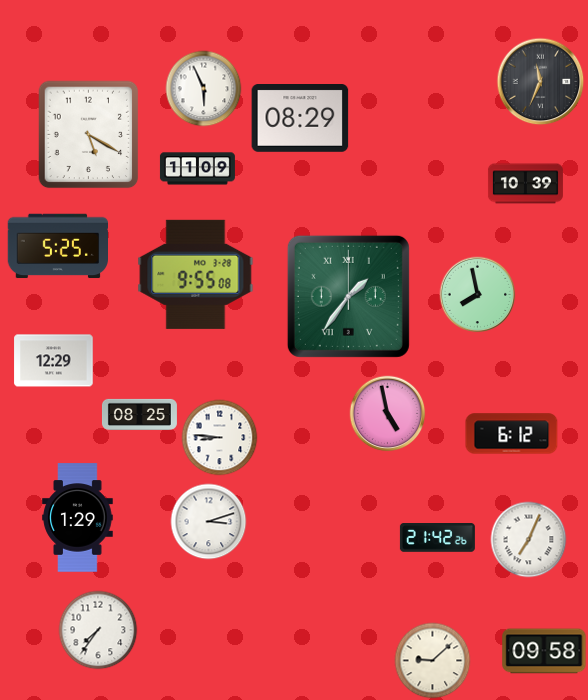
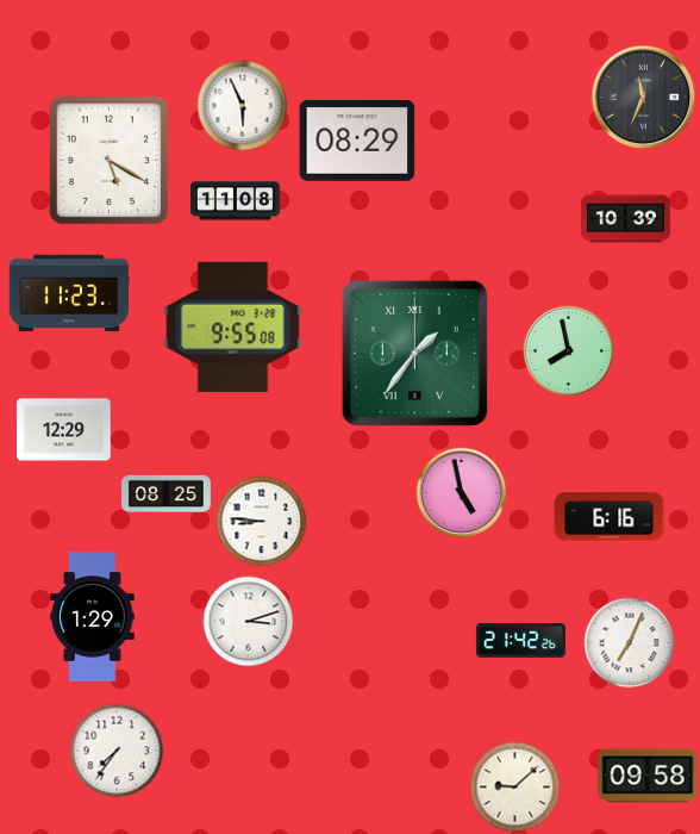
clock at (89, 135) position: (89, 135) -> (110, 161)
clock at (197, 169): 11:09 -> 11:08
clock at (57, 246): 5:25 -> 11:23
clock at (512, 434): 6:12 -> 6:16
